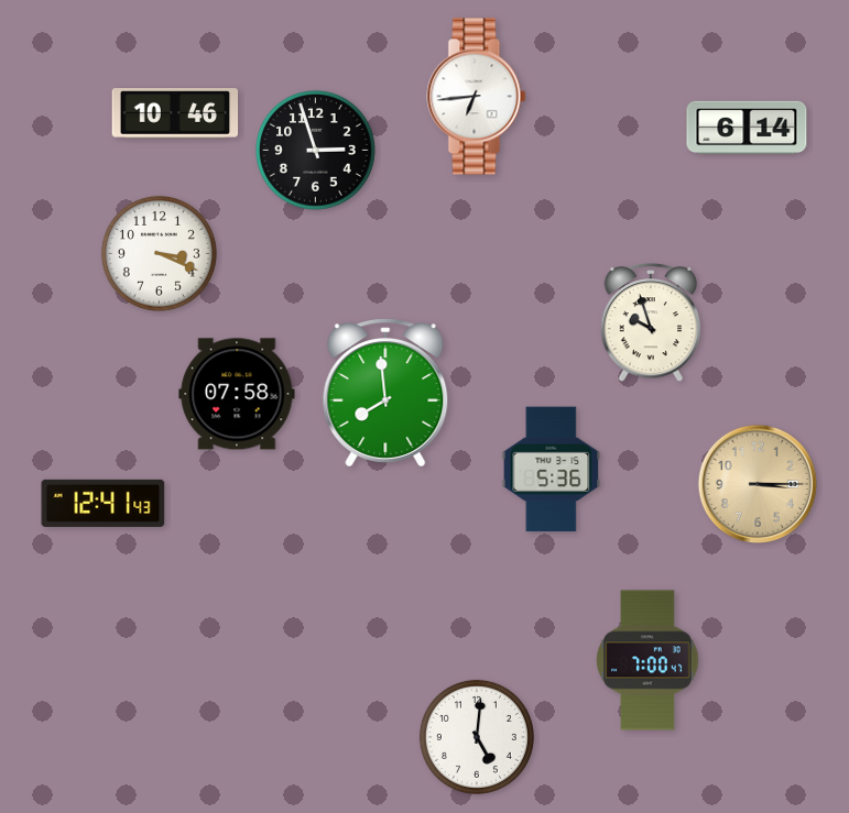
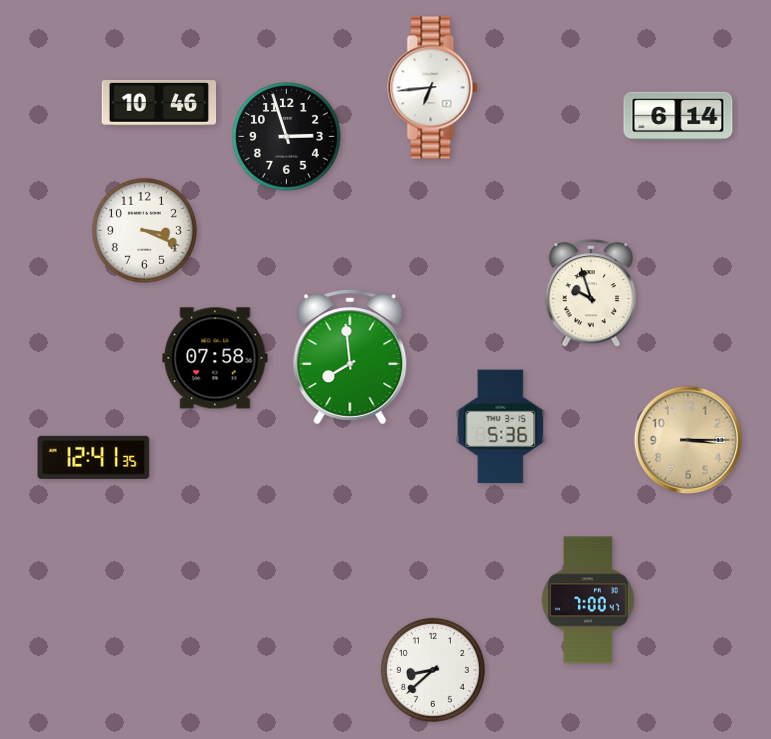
clock at (104, 503): 12:41:43 -> 12:41:35
clock at (477, 737): 5:01 -> 8:38
